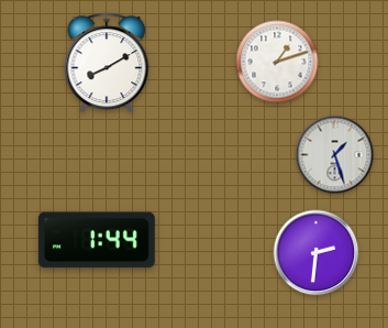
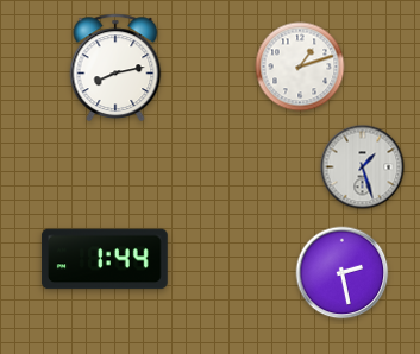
clock at (107, 63): 8:10 -> 8:13
clock at (317, 253): 2:31 -> 2:28
